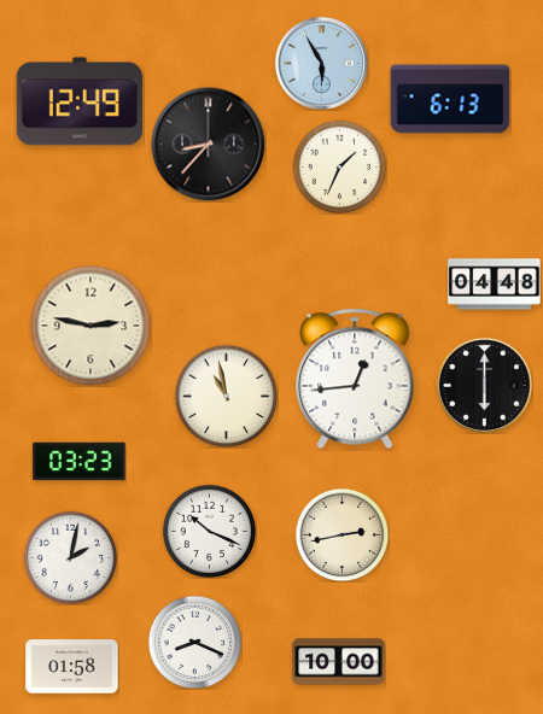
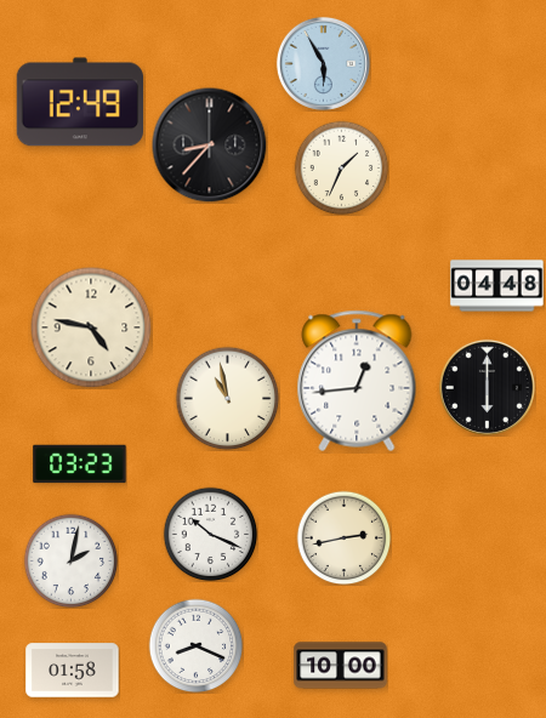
clock at (450, 99): 6:13 -> none
clock at (91, 326): 2:47 -> 4:47
